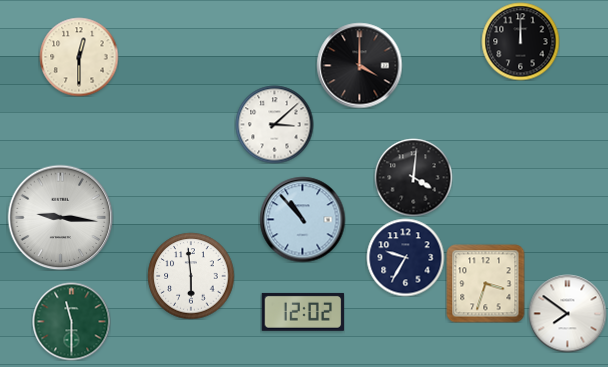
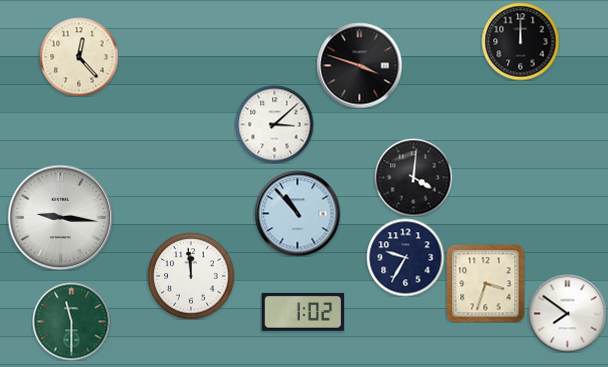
clock at (79, 57): 12:30 -> 12:23
clock at (359, 65): 4:00 -> 3:48
clock at (302, 219) position: (302, 219) -> (297, 213)
clock at (191, 276): 5:59 -> 11:59
clock at (303, 312): 12:02 -> 1:02
